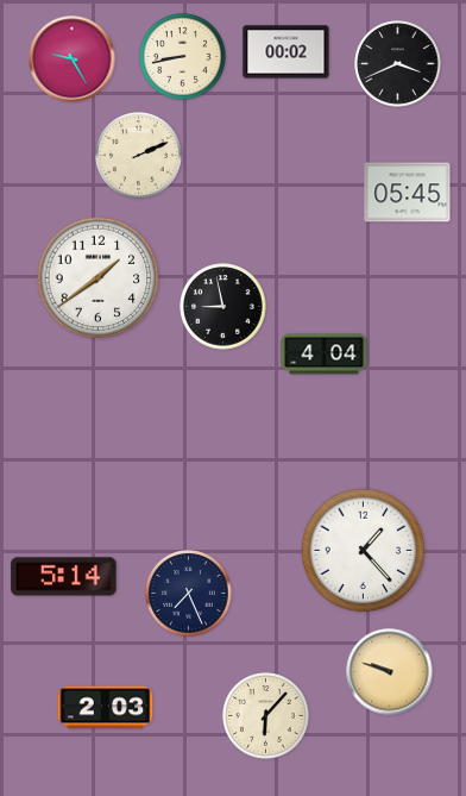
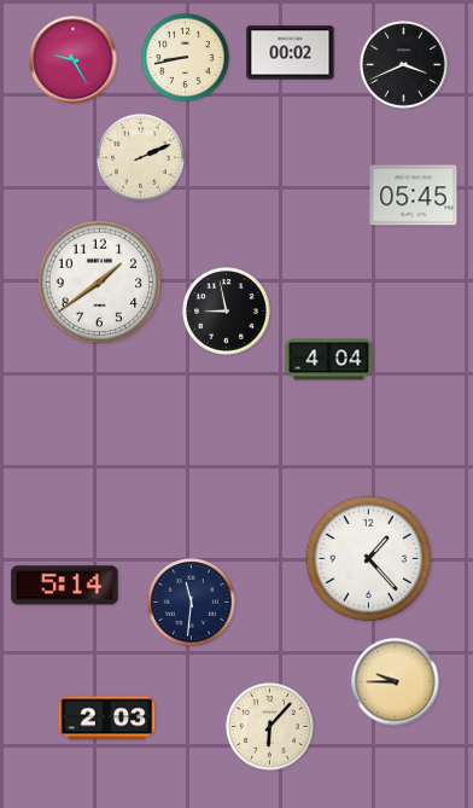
clock at (189, 594): 7:26 -> 11:31
clock at (390, 672): 9:48 -> 9:45
